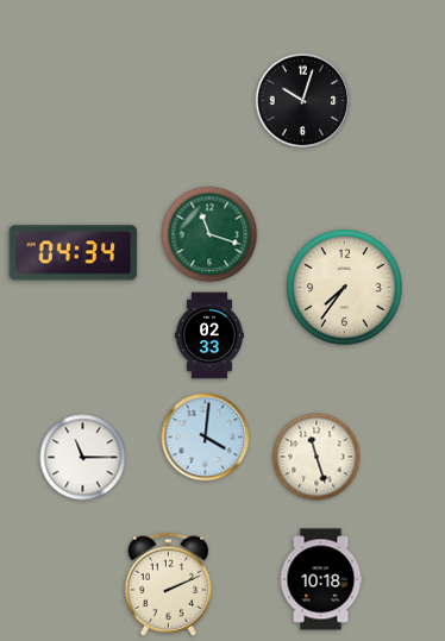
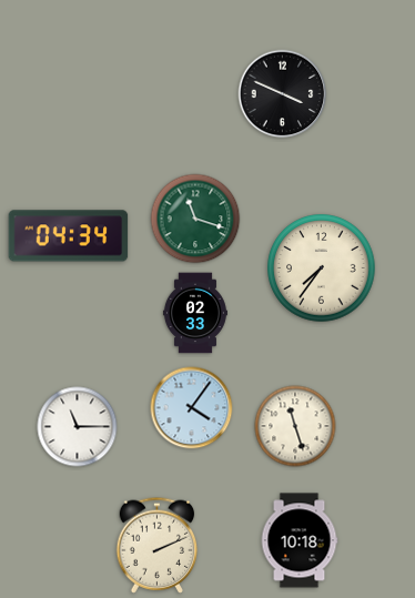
clock at (303, 101): 10:03 -> 3:49
clock at (206, 438): 4:01 -> 4:06
